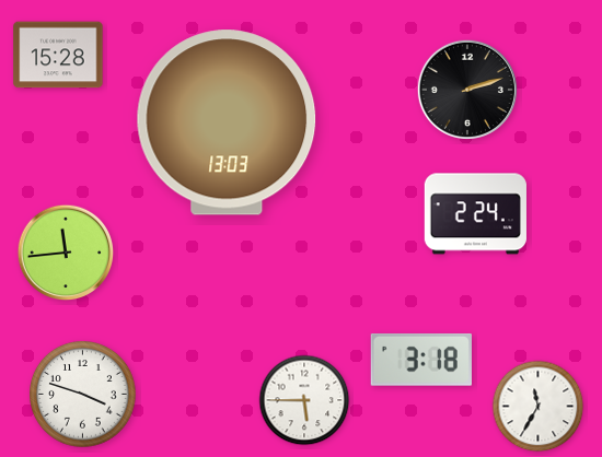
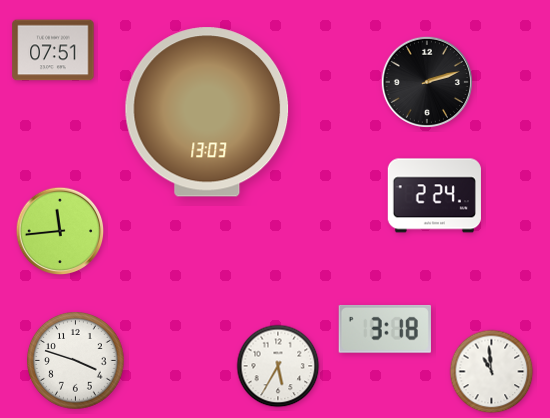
clock at (58, 55): 15:28 -> 07:51
clock at (304, 400): 5:45 -> 5:35
clock at (539, 407): 11:35 -> 10:59
